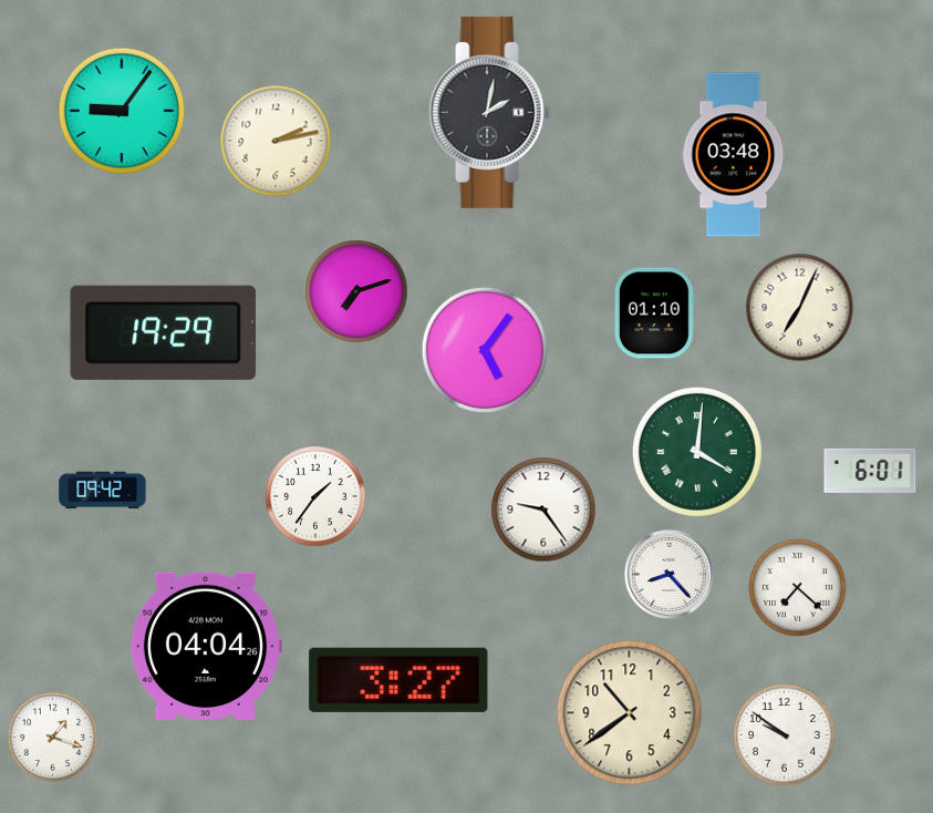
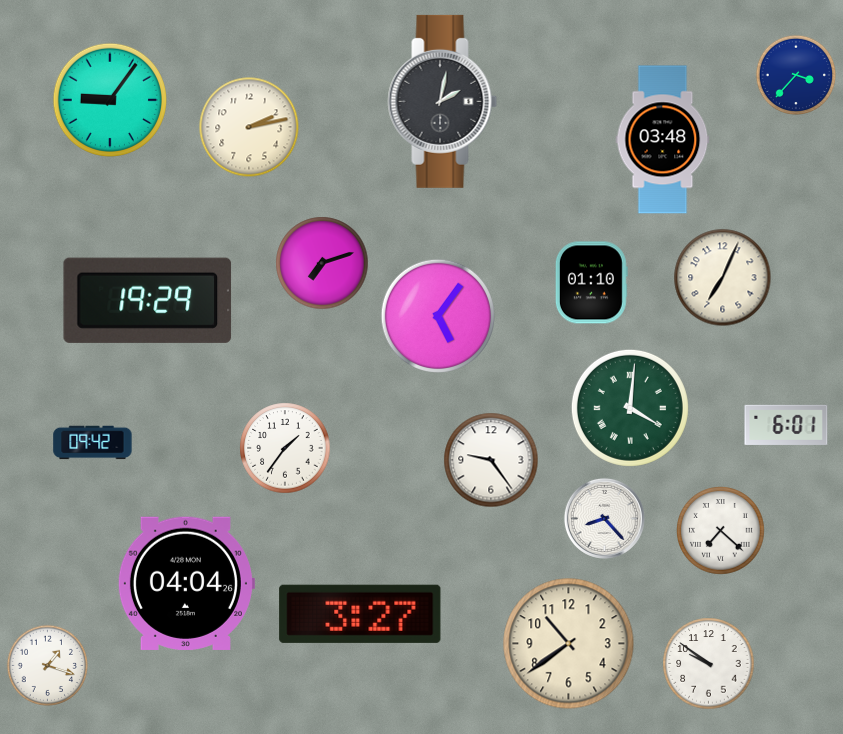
clock at (796, 75): none -> 3:37
